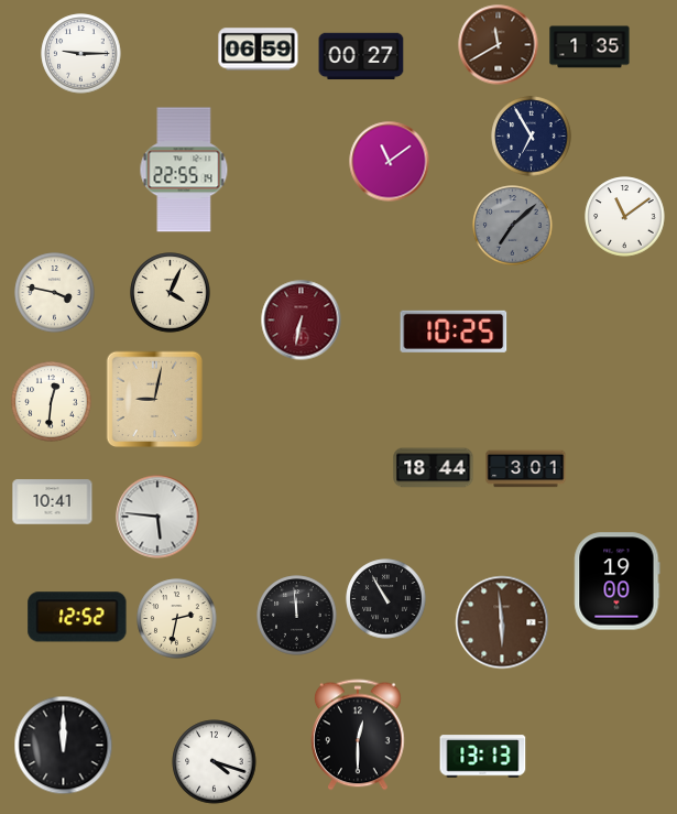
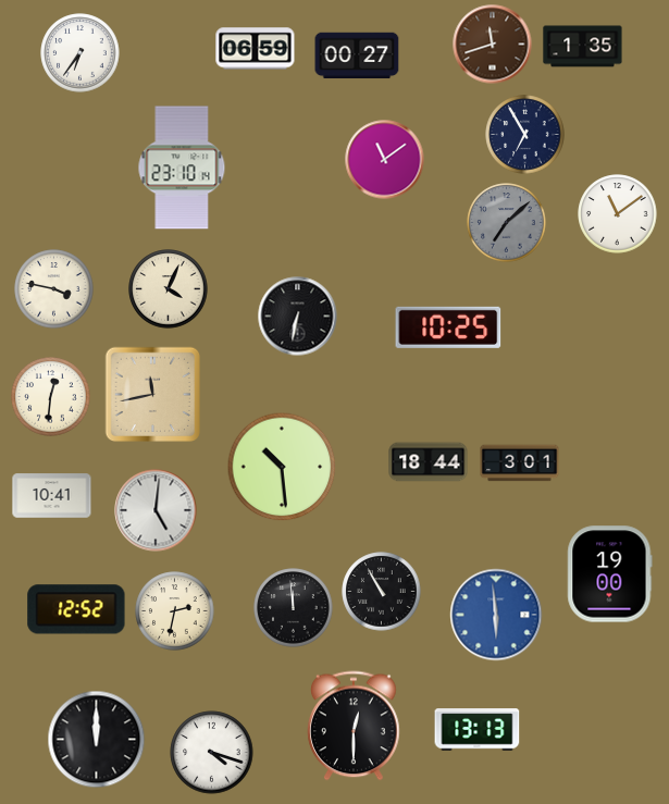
clock at (499, 45): 11:40 -> 11:42
clock at (81, 54): 9:15 -> 6:36
clock at (184, 170): 22:55 -> 23:10
clock at (302, 321) dial: burgundy -> black
clock at (155, 400): 9:02 -> 11:43
clock at (282, 467): none -> 10:29
clock at (157, 517): 5:46 -> 5:01
clock at (502, 622) dial: brown -> blue
clock at (64, 746) position: (64, 746) -> (97, 740)
clock at (483, 757) position: (483, 757) -> (478, 730)
